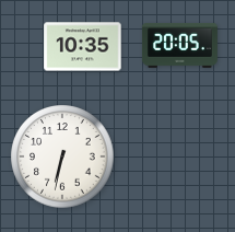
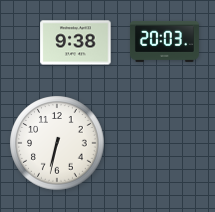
clock at (180, 45): 20:05 -> 20:03
clock at (83, 47): 10:35 -> 9:38
